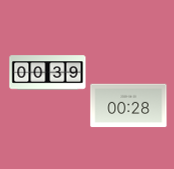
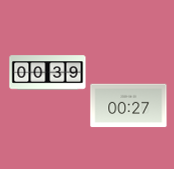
clock at (129, 106): 00:28 -> 00:27
